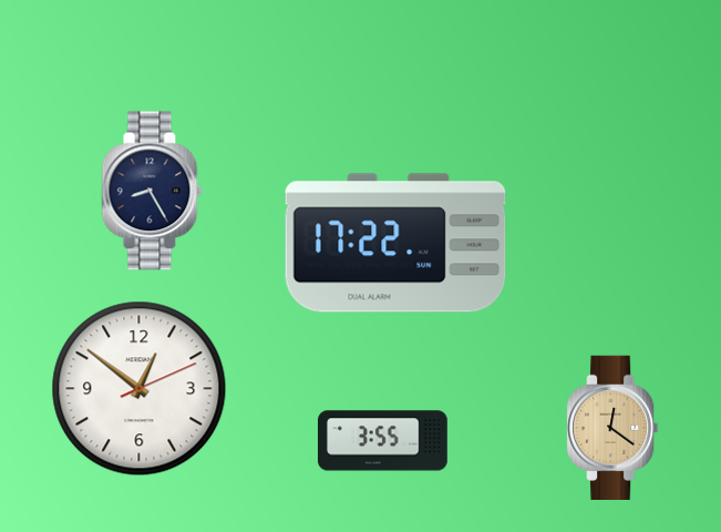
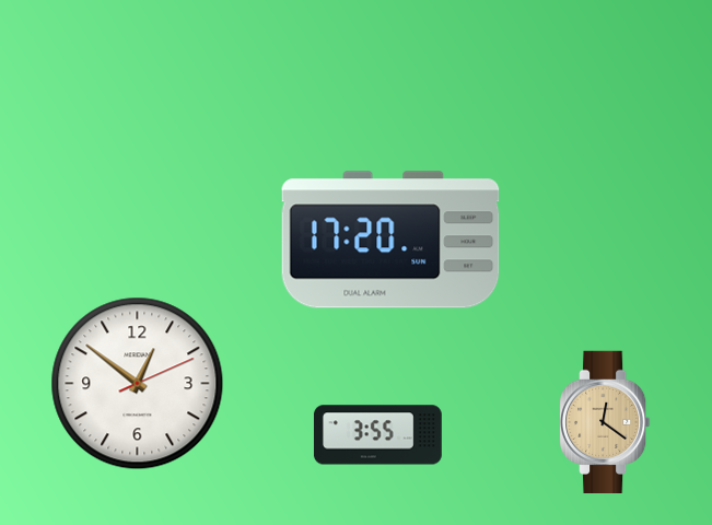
clock at (152, 191): 8:25 -> none
clock at (395, 243): 17:22 -> 17:20
